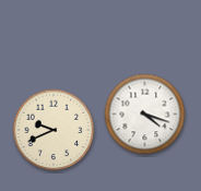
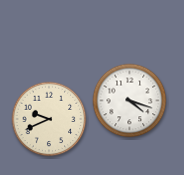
clock at (145, 115) position: (145, 115) -> (130, 101)
